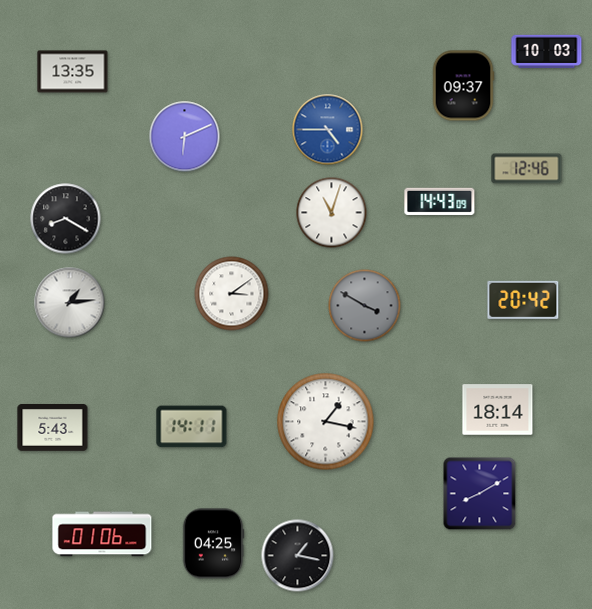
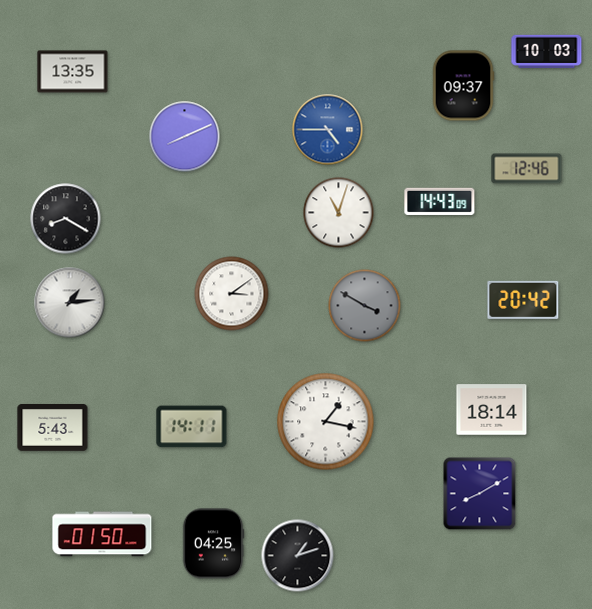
clock at (185, 137): 6:11 -> 8:11
clock at (332, 213) position: (332, 213) -> (339, 213)
clock at (498, 410) position: (498, 410) -> (492, 410)
clock at (102, 534): 01:06 -> 01:50
clock at (298, 556): 1:17 -> 1:12
